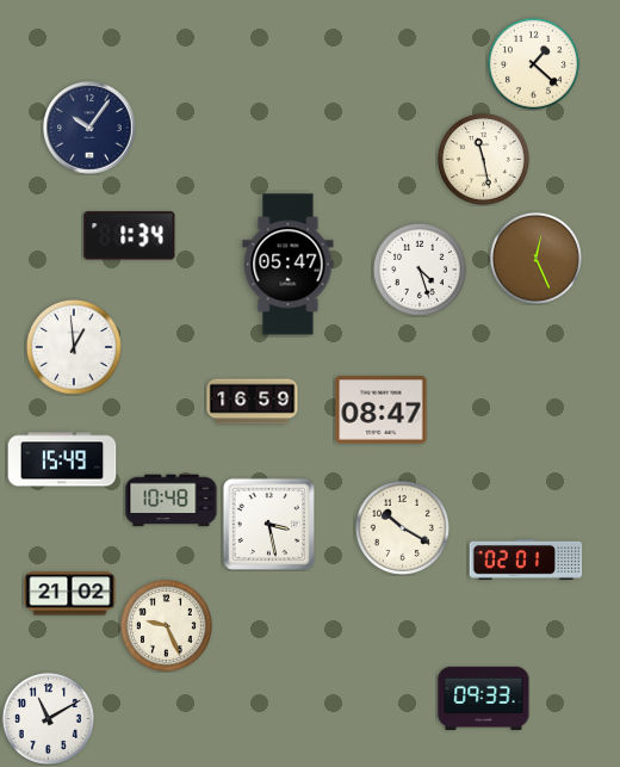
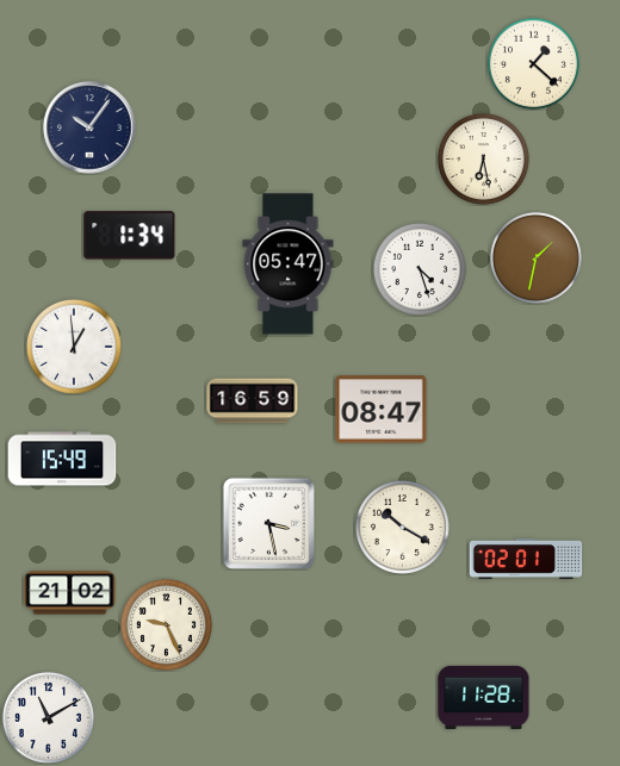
clock at (483, 159): 11:28 -> 6:28
clock at (535, 258): 12:26 -> 1:32
clock at (172, 501): 10:48 -> none
clock at (484, 698): 09:33 -> 11:28
